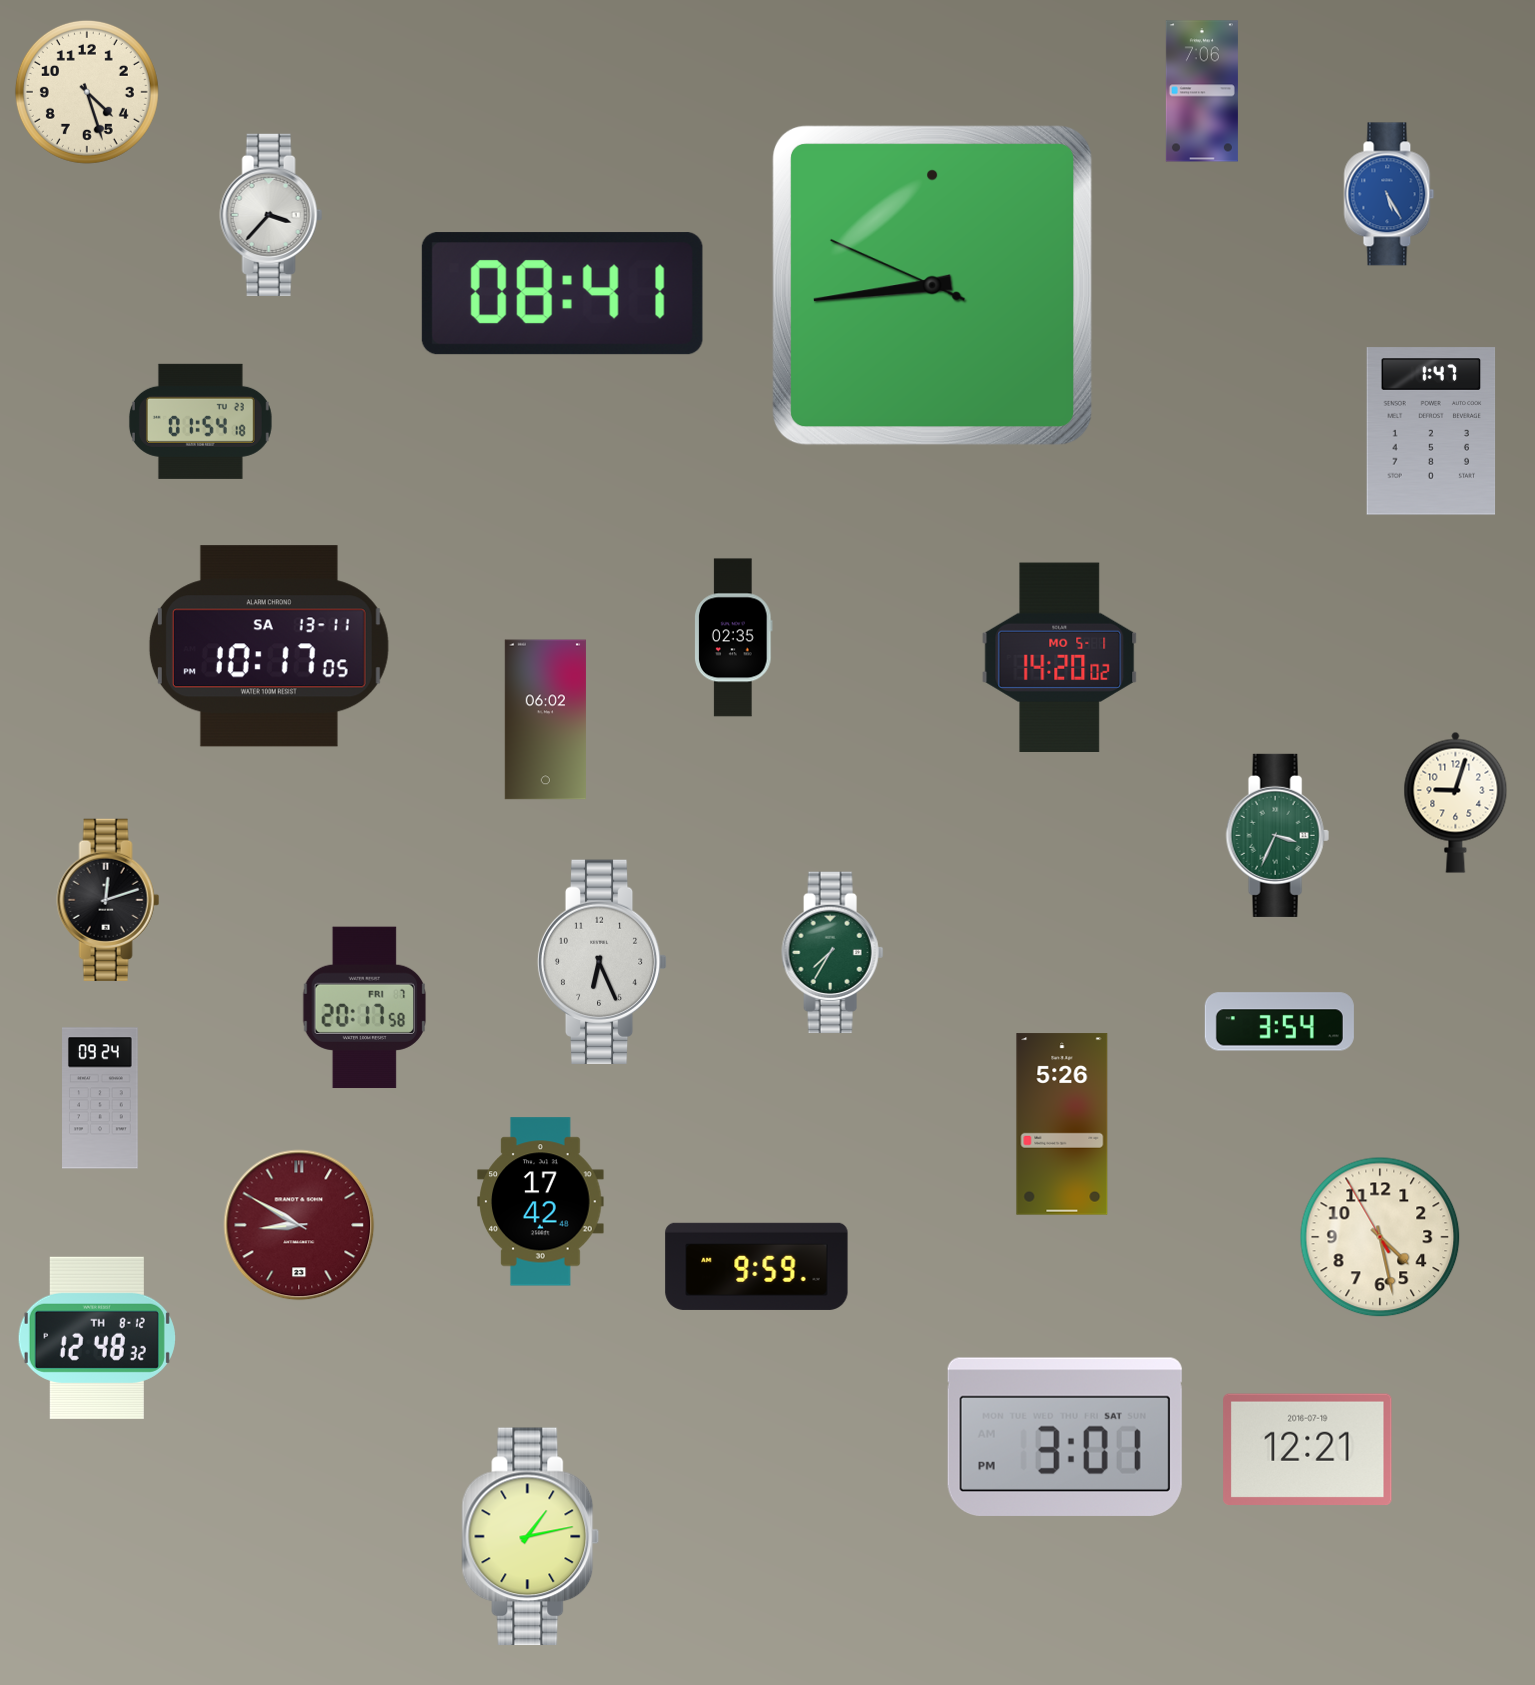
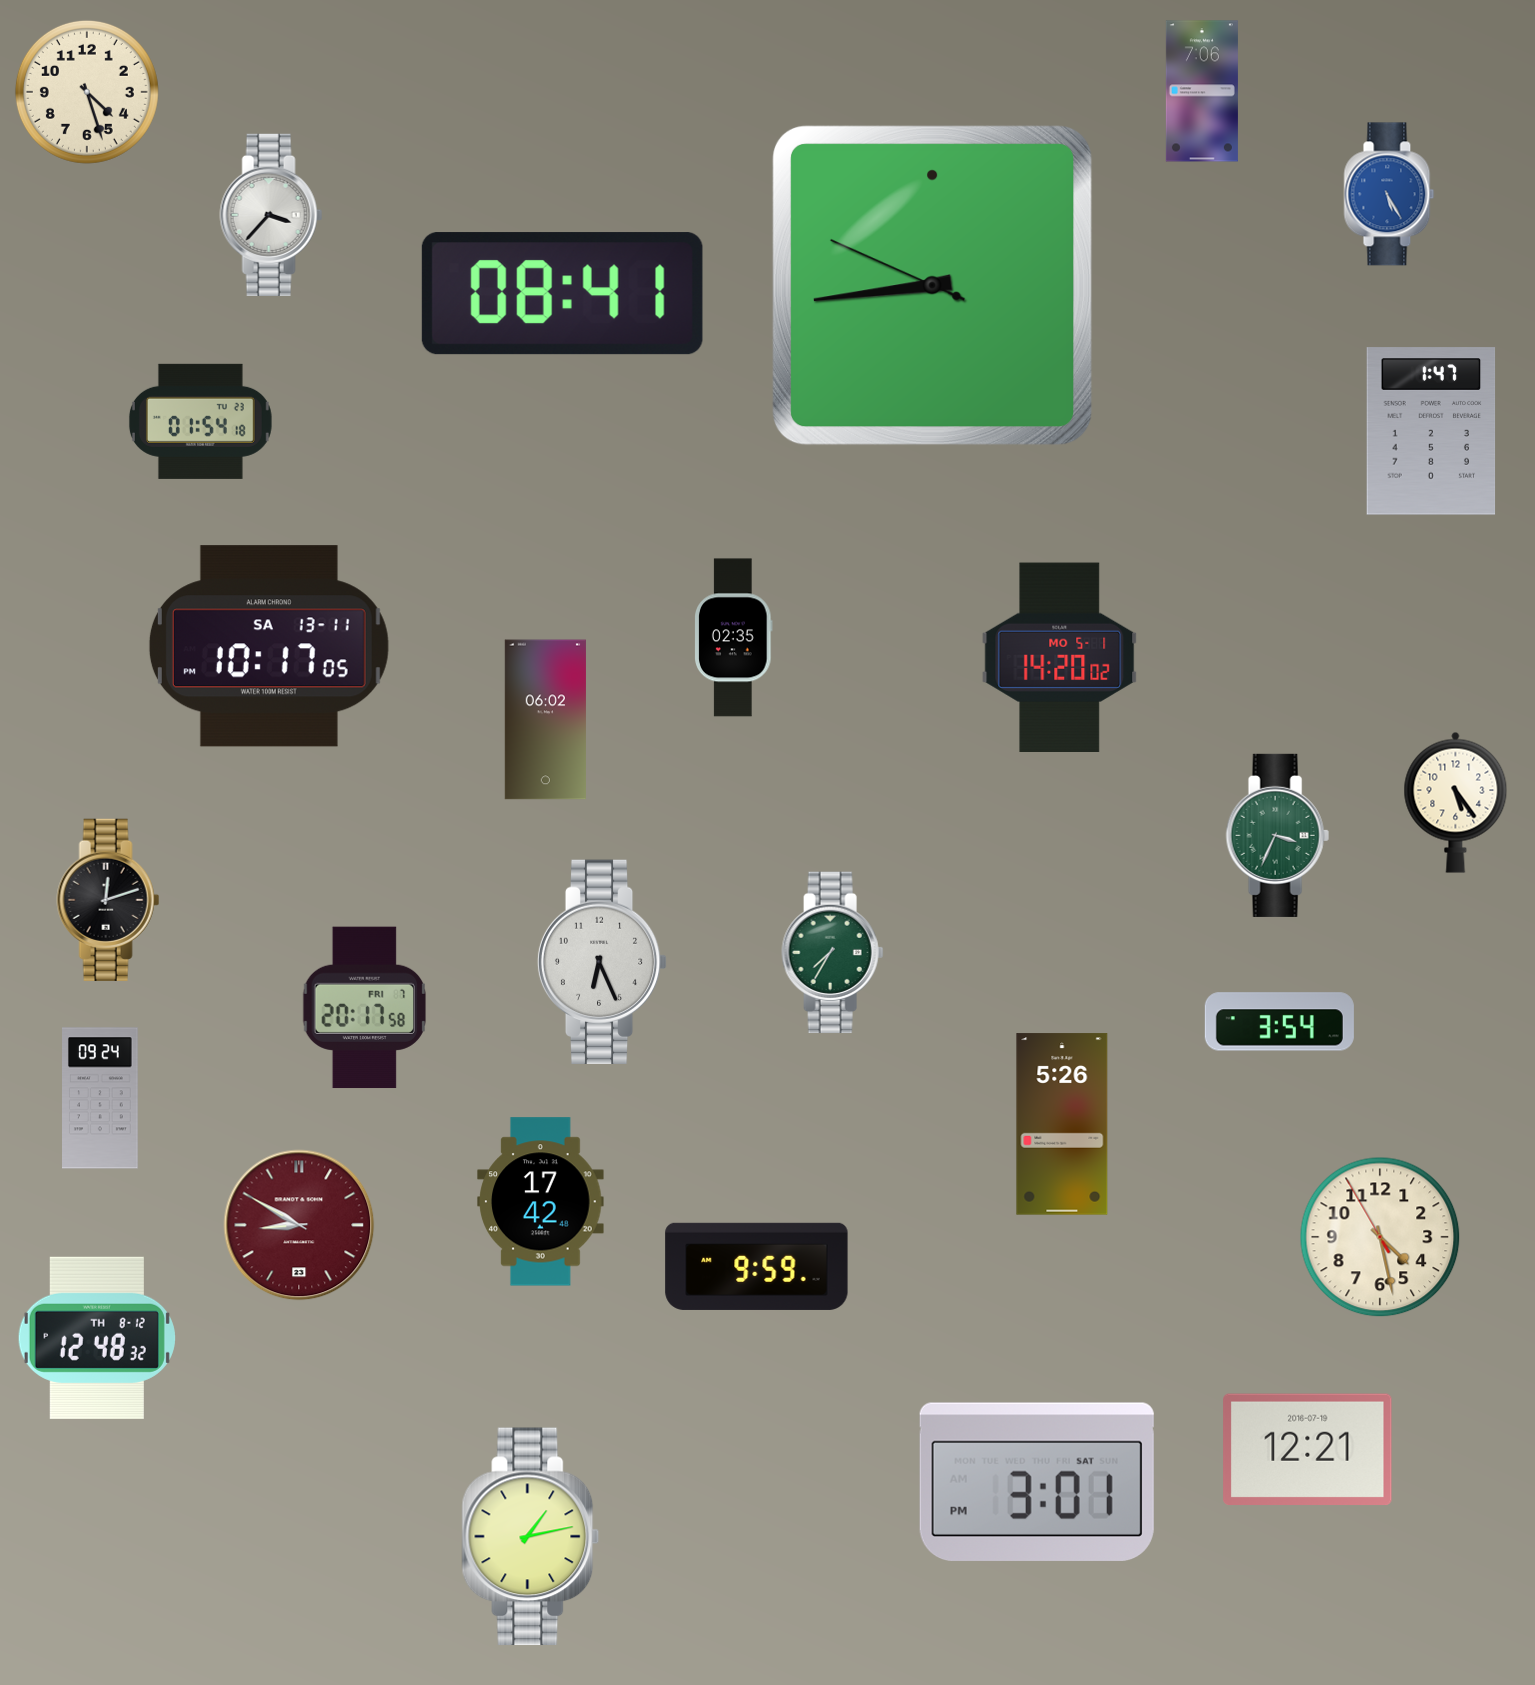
clock at (1456, 802): 9:03 -> 5:24
clock at (1065, 1437) position: (1065, 1437) -> (1037, 1482)
